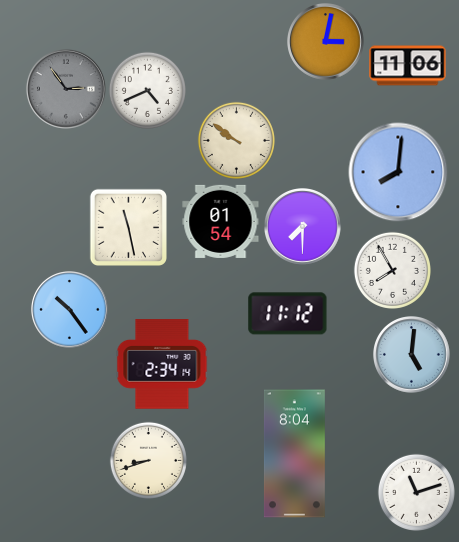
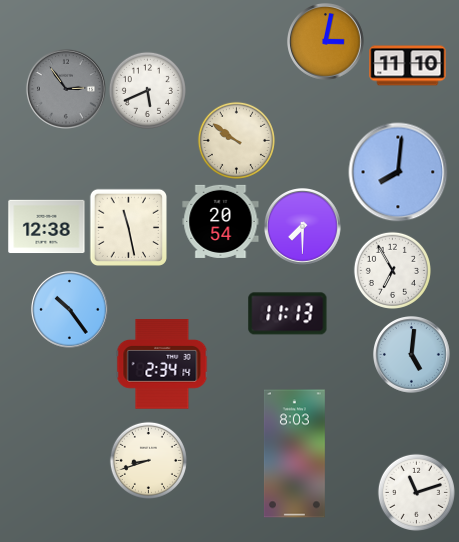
clock at (408, 66): 11:06 -> 11:10
clock at (147, 90): 4:41 -> 5:41
clock at (221, 221): 01:54 -> 20:54
clock at (47, 227): none -> 12:38
clock at (392, 270): 7:55 -> 6:55
clock at (288, 314): 11:12 -> 11:13
clock at (294, 454): 8:04 -> 8:03
